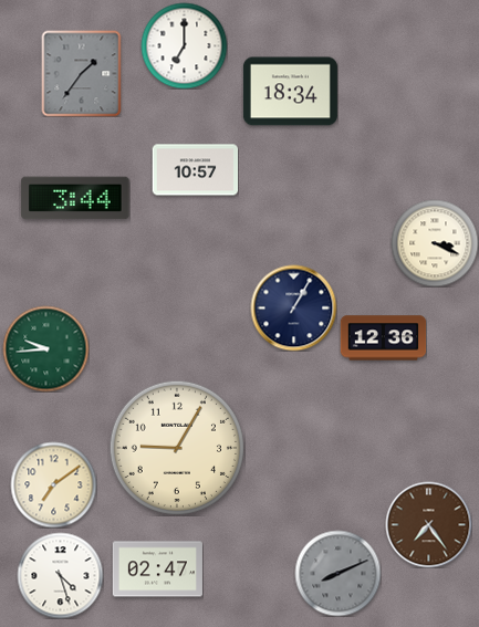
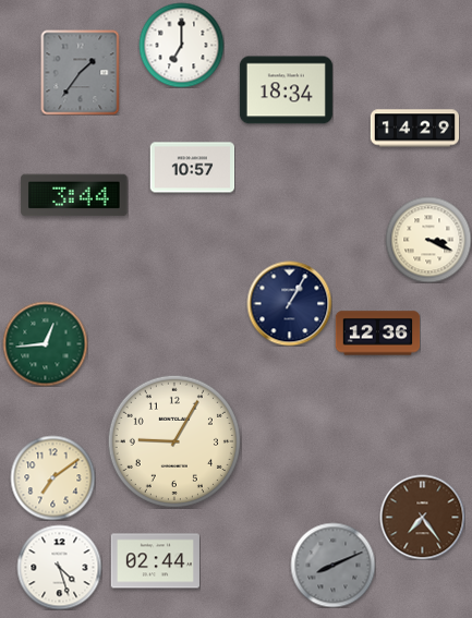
clock at (414, 129): none -> 14:29
clock at (45, 348): 9:44 -> 12:44
clock at (157, 569): 02:47 -> 02:44
